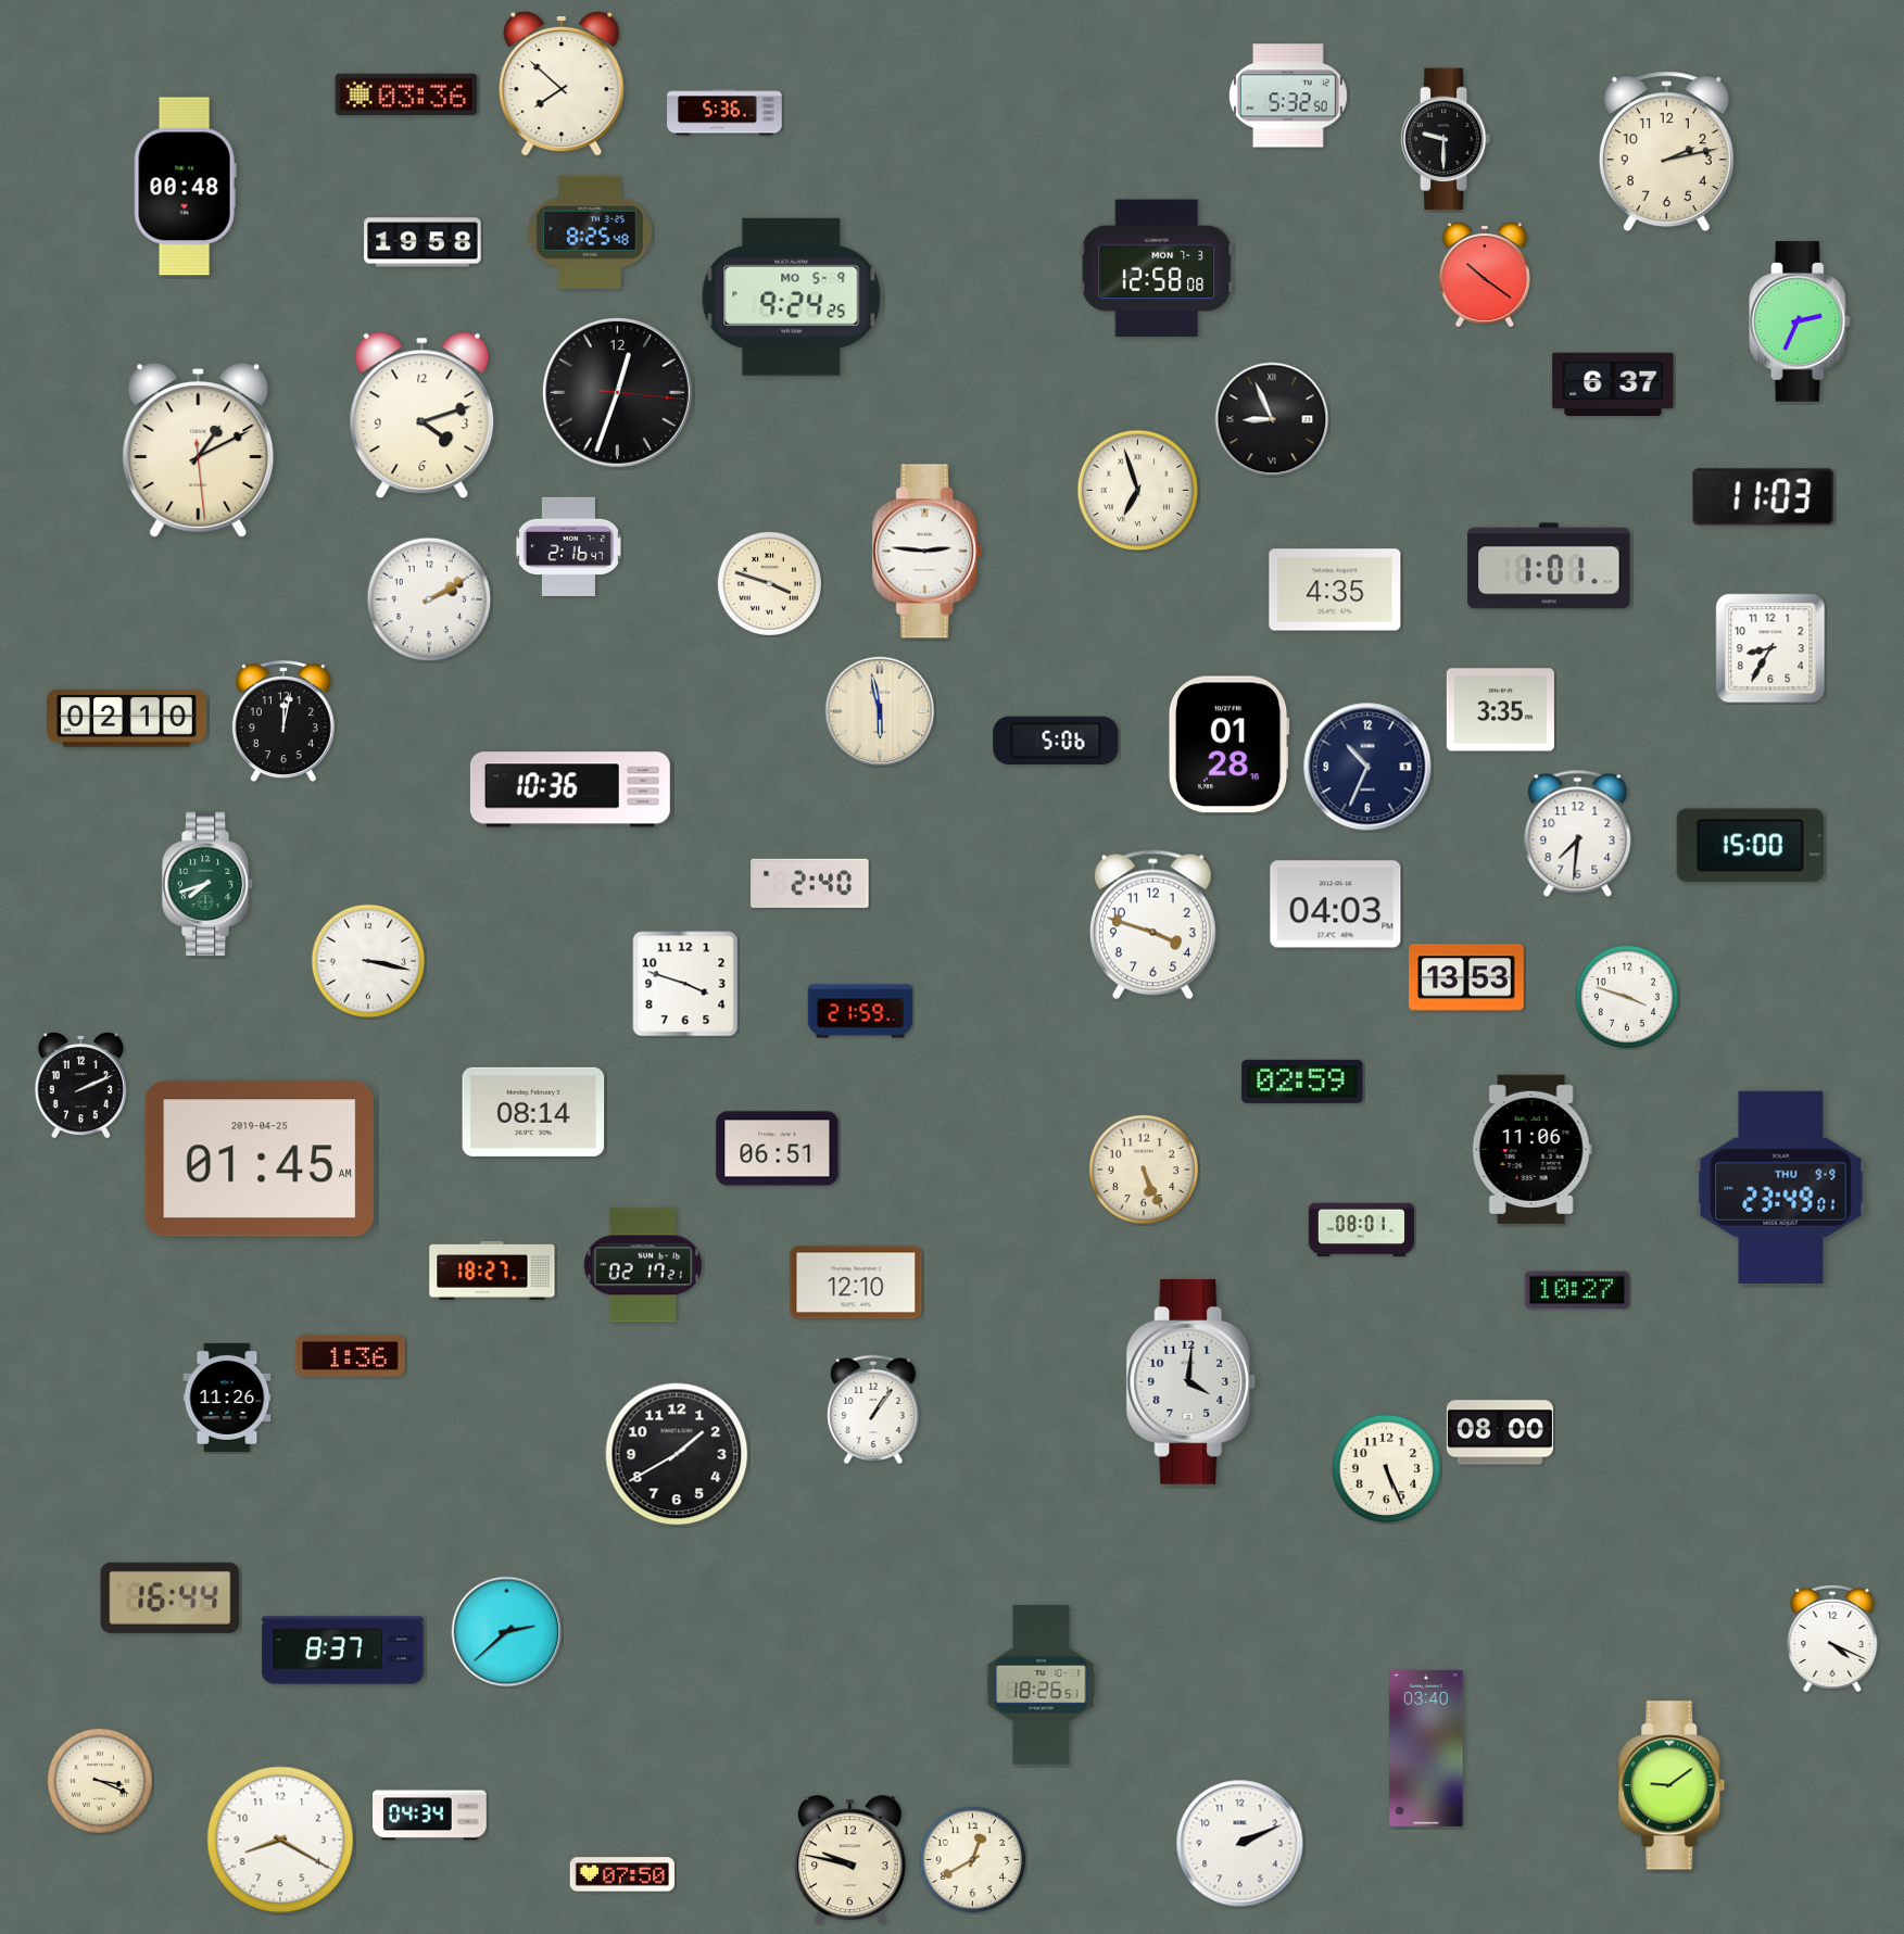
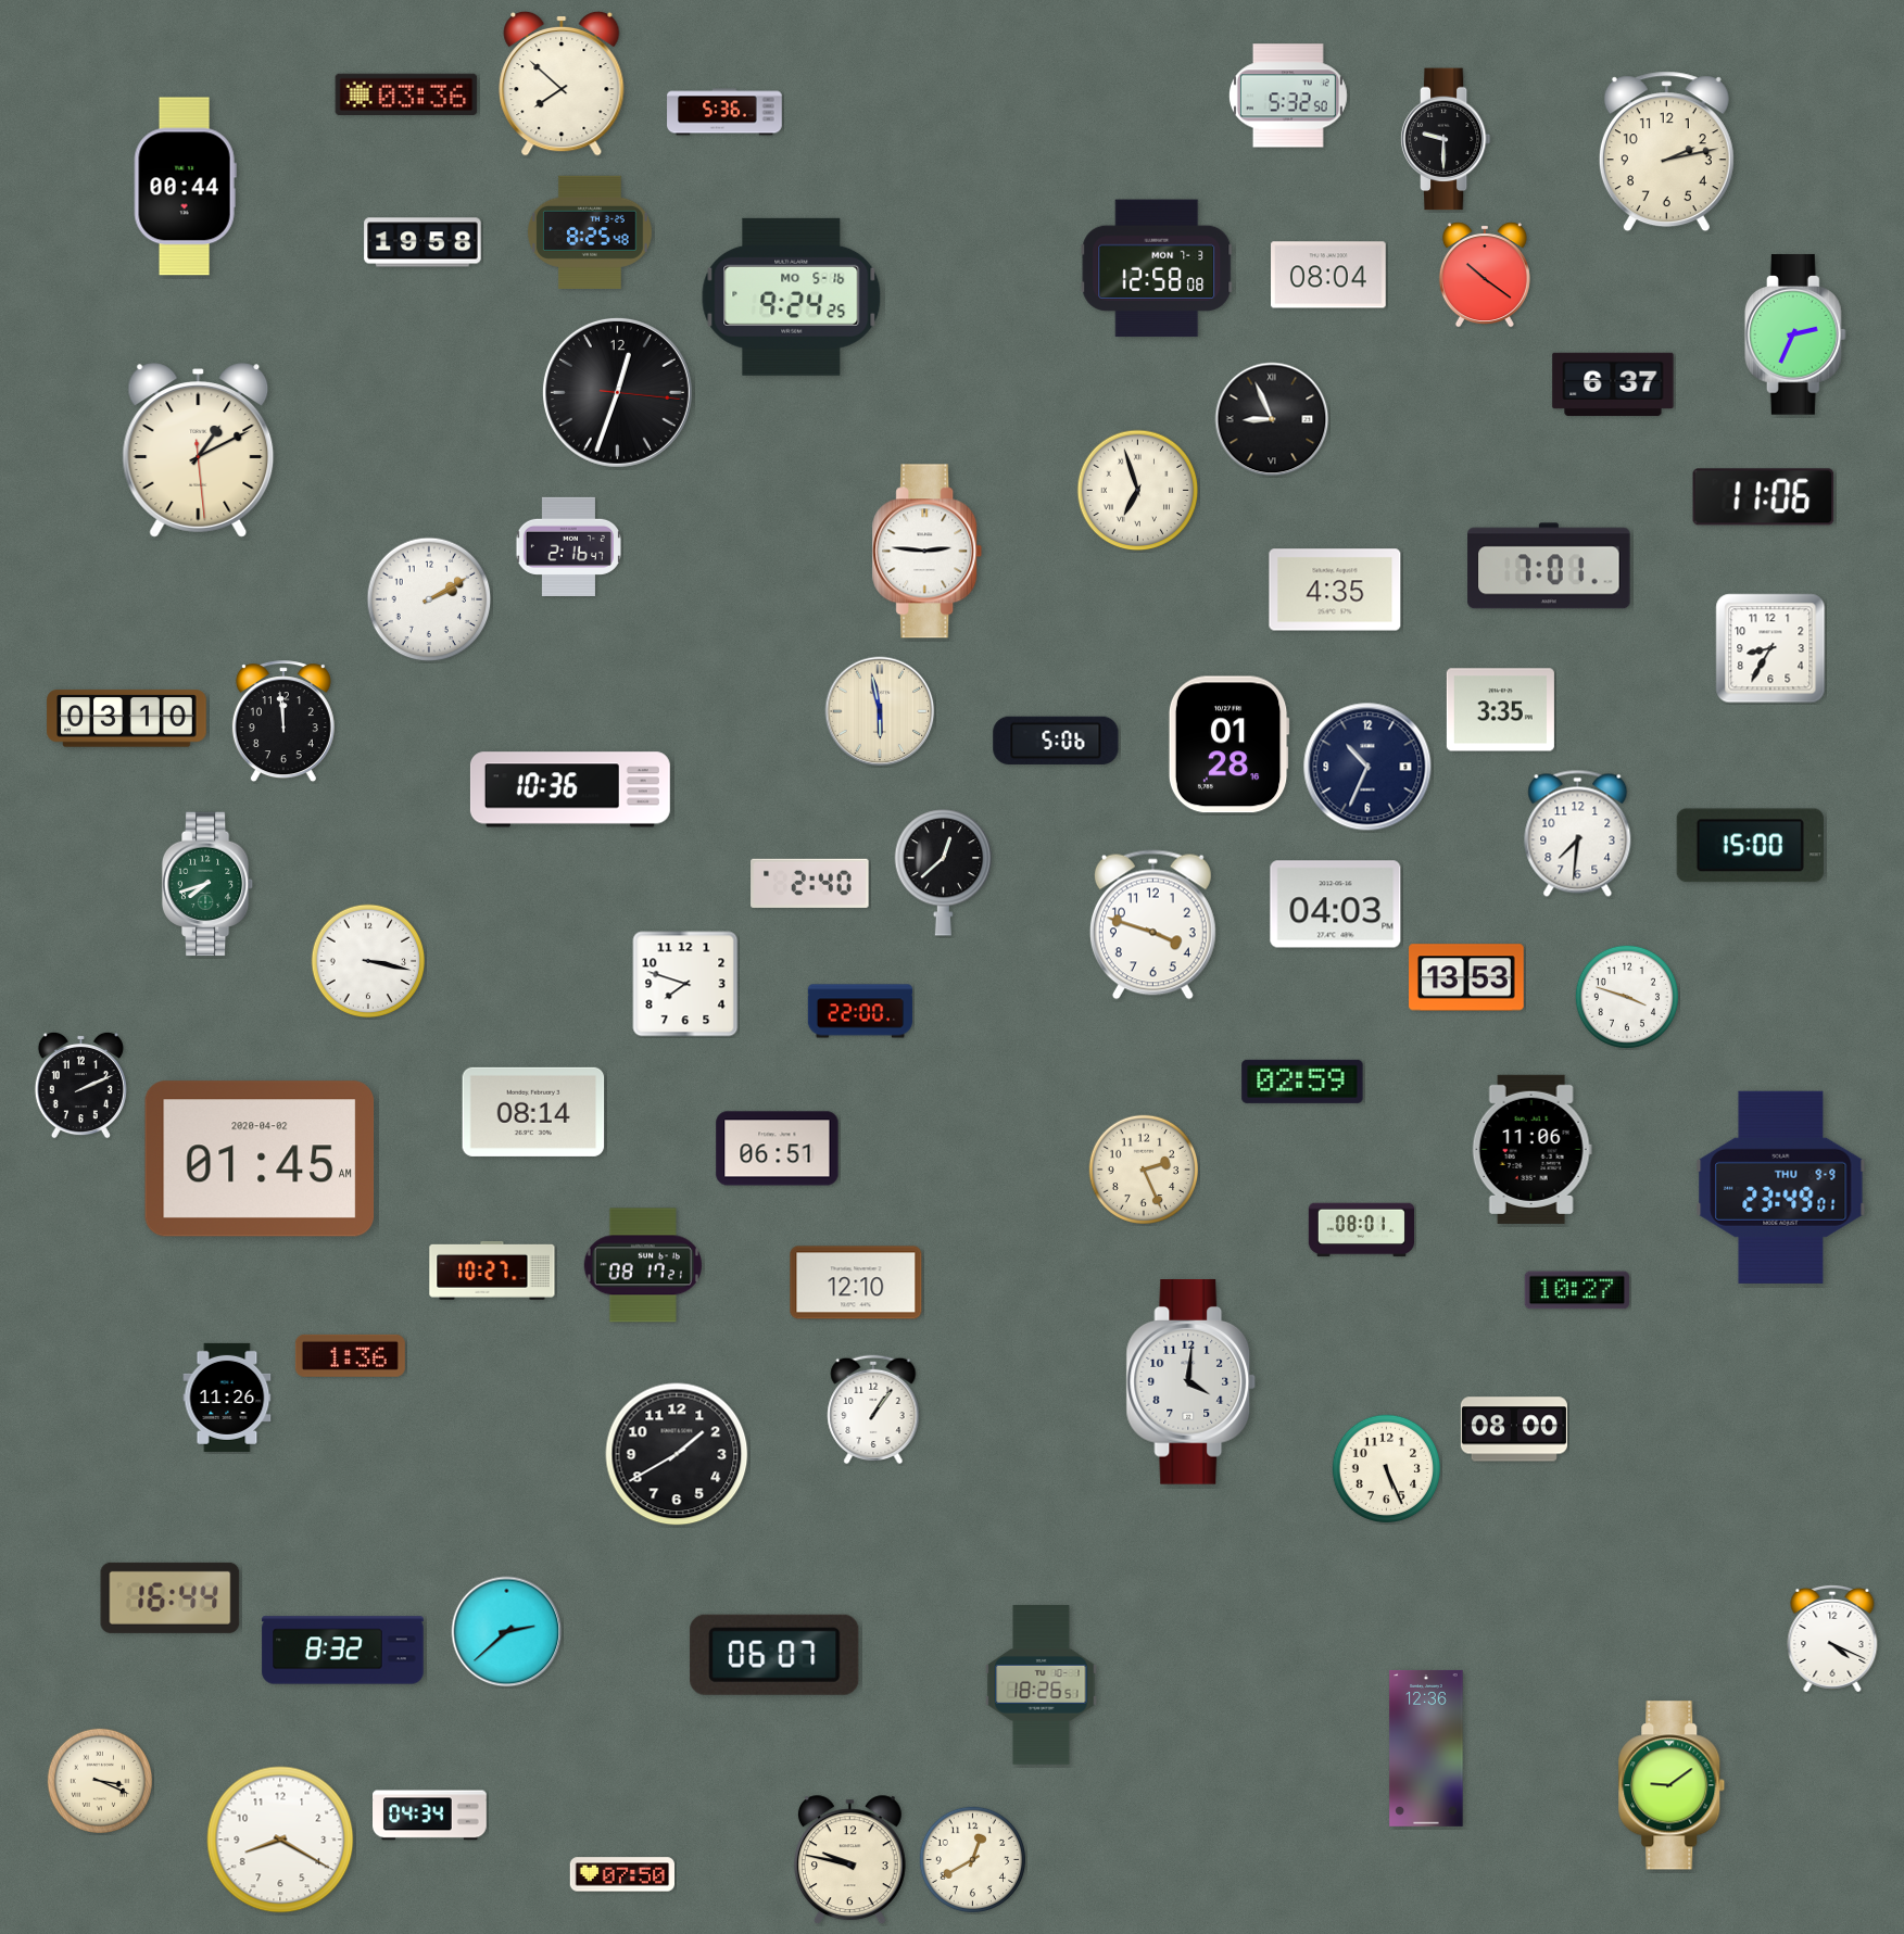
clock at (185, 187): 00:48 -> 00:44
clock at (1329, 275): none -> 08:04
clock at (792, 296) date: MO 5-9 -> MO 5-16
clock at (1800, 321) position: (1800, 321) -> (1795, 334)
clock at (423, 416): 4:12 -> none
clock at (1764, 497): 11:03 -> 11:06
clock at (1549, 566): 1:01 -> 7:01
clock at (769, 583): 3:48 -> none
clock at (127, 719): 02:10 -> 03:10
clock at (283, 722): 12:02 -> 11:59
clock at (944, 873): none -> 12:38
clock at (685, 984): 3:48 -> 7:48
clock at (860, 1011): 21:59 -> 22:00
clock at (260, 1159) date: 2019-04-25 -> 2020-04-02
clock at (1143, 1168): 5:26 -> 2:26
clock at (643, 1265): 02:17 -> 08:17
clock at (492, 1271): 18:27 -> 10:27
clock at (1500, 1432) position: (1500, 1432) -> (1514, 1429)
clock at (343, 1651): 8:37 -> 8:32
clock at (774, 1655): none -> 06:07
clock at (1426, 1748): 03:40 -> 12:36
clock at (1240, 1844): 2:11 -> none
